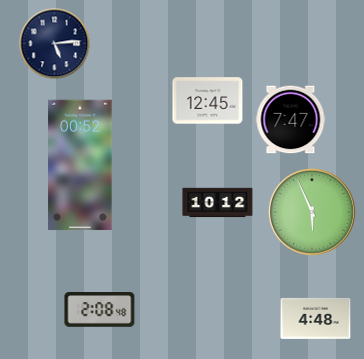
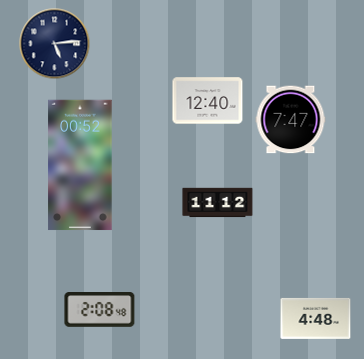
clock at (208, 101): 12:45 -> 12:40
clock at (218, 203): 10:12 -> 11:12
clock at (312, 212): 5:56 -> none
